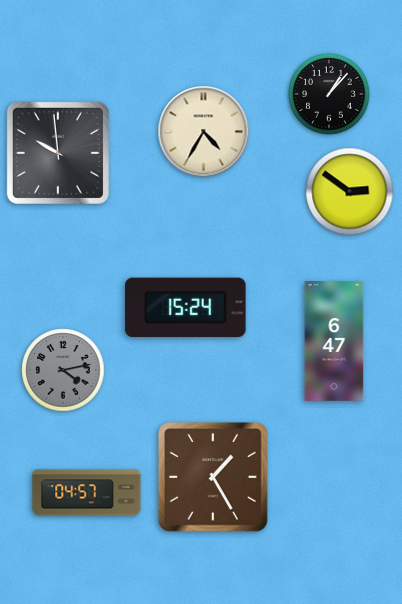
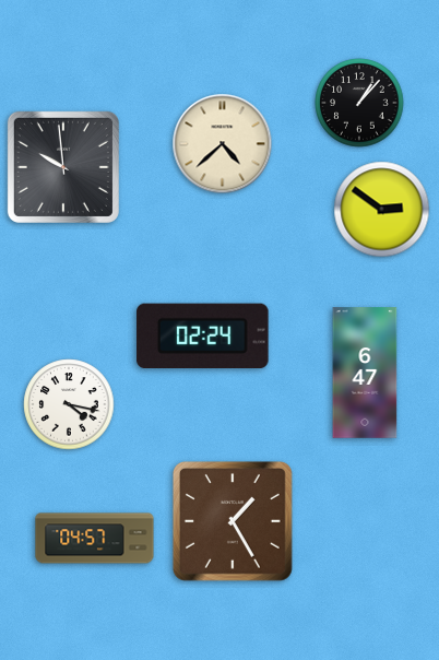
clock at (204, 132): 4:35 -> 4:38
clock at (186, 307): 15:24 -> 02:24
clock at (63, 370): 4:13 -> 4:17
clock at (63, 370) dial: grey -> white
